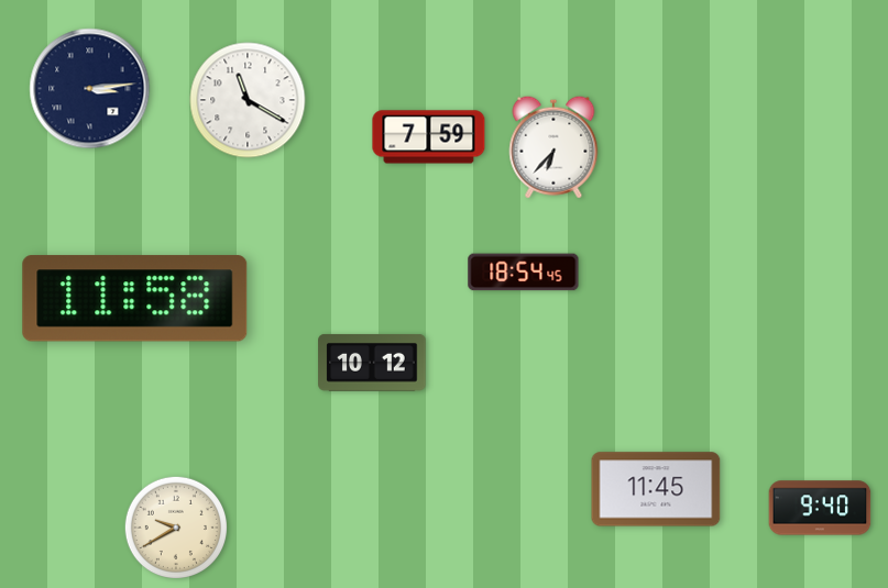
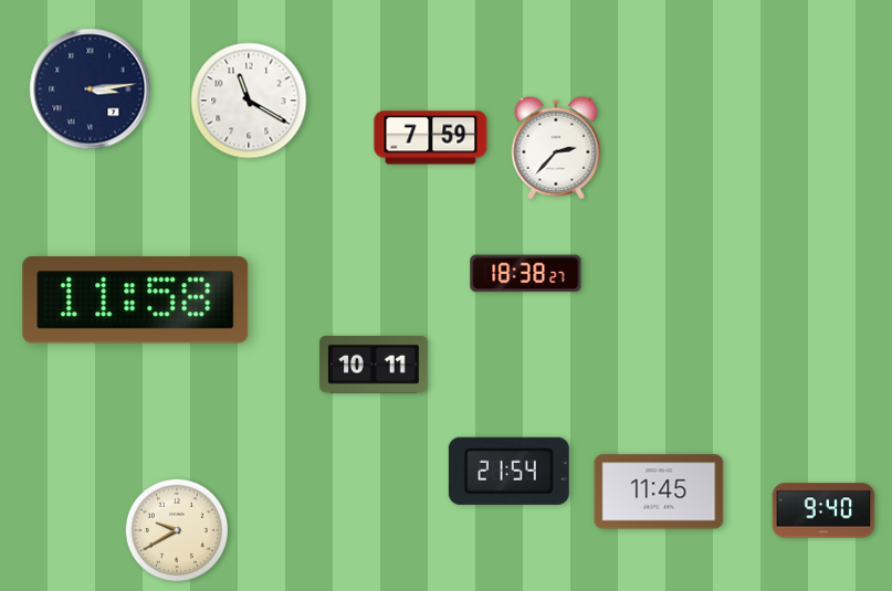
clock at (553, 147): 6:37 -> 2:37
clock at (524, 273): 18:54 -> 18:38
clock at (372, 363): 10:12 -> 10:11
clock at (508, 471): none -> 21:54
